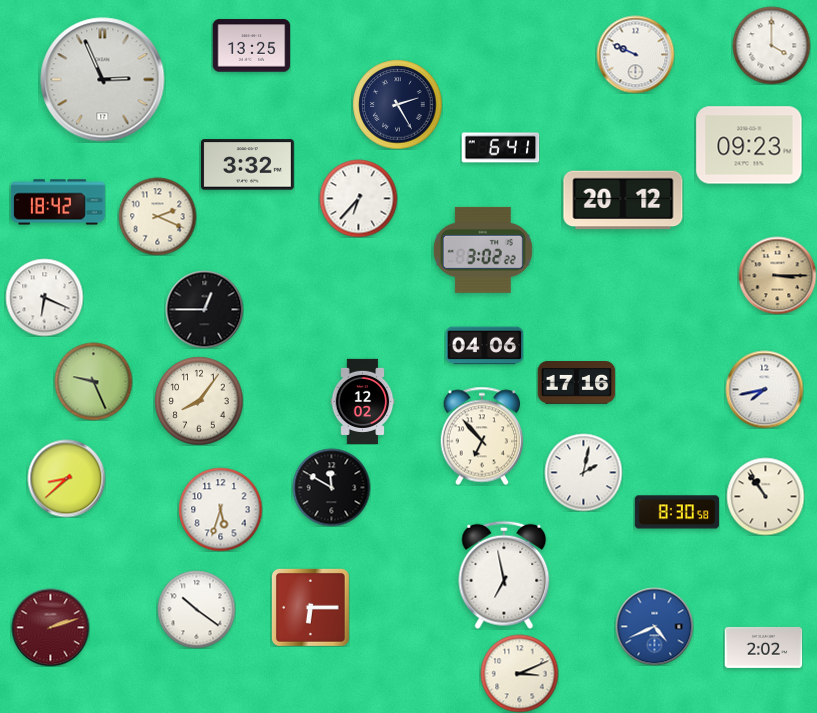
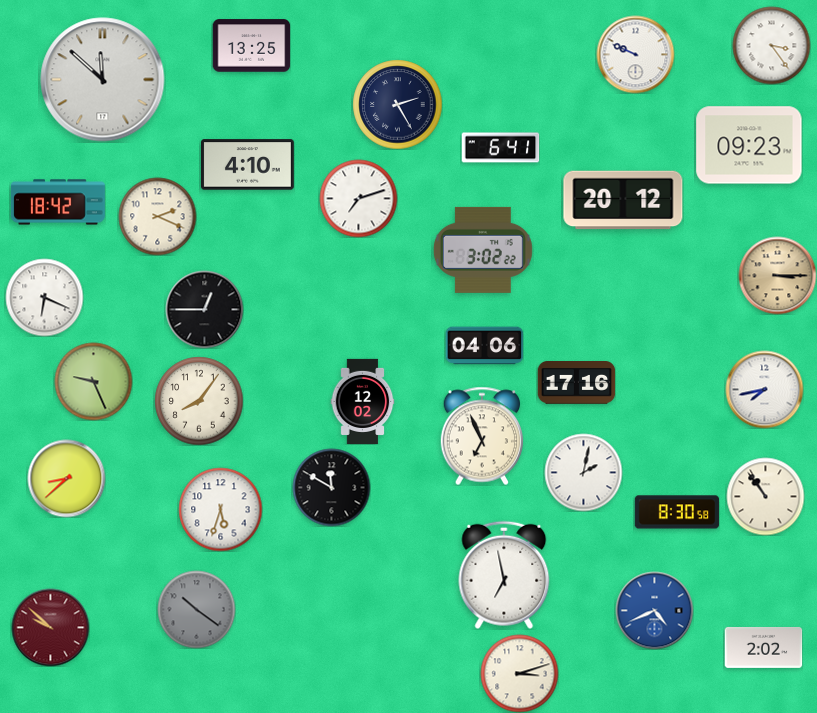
clock at (771, 45): 4:00 -> 3:24
clock at (103, 80): 2:56 -> 11:52
clock at (247, 165): 3:32 -> 4:10
clock at (358, 198): 6:37 -> 7:12
clock at (482, 436): 6:53 -> 6:56
clock at (310, 607): 6:15 -> none
clock at (196, 609) dial: white -> grey
clock at (654, 626) position: (654, 626) -> (654, 610)
clock at (50, 627): 2:12 -> 9:52
clock at (519, 673): 3:11 -> 3:12
